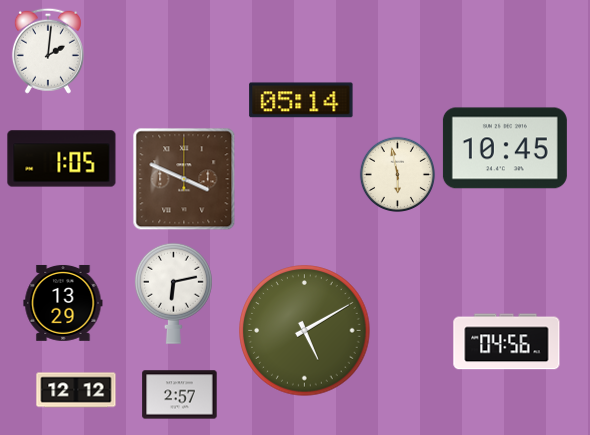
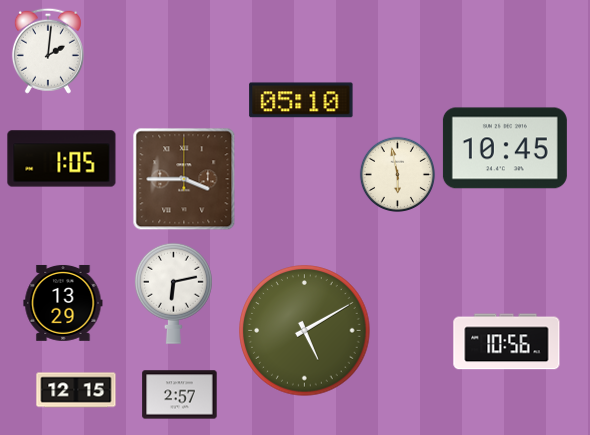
clock at (301, 100): 05:14 -> 05:10
clock at (184, 179): 3:49 -> 3:45
clock at (507, 342): 04:56 -> 10:56
clock at (76, 390): 12:12 -> 12:15
